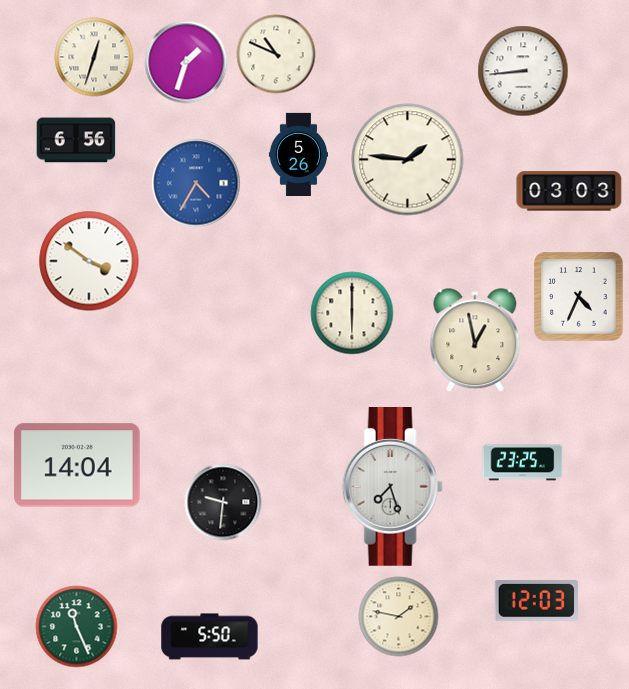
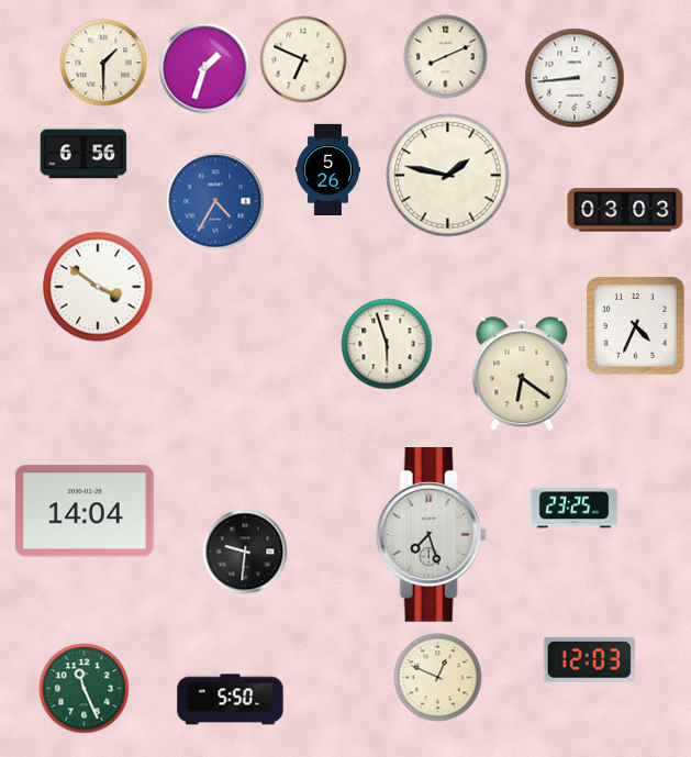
clock at (446, 57): none -> 8:11
clock at (276, 54): 10:49 -> 6:49
clock at (94, 57): 12:33 -> 1:30
clock at (408, 160): 1:46 -> 1:47
clock at (352, 313): 6:00 -> 5:57
clock at (475, 341): 12:58 -> 6:21
clock at (399, 617): 1:47 -> 12:49
